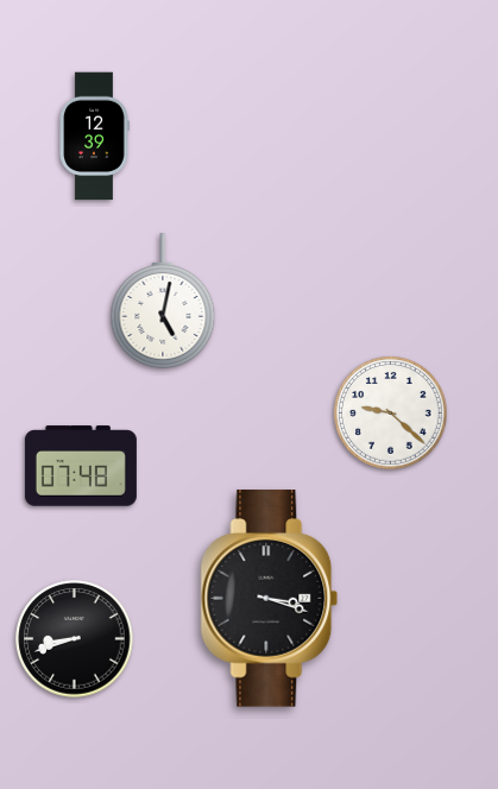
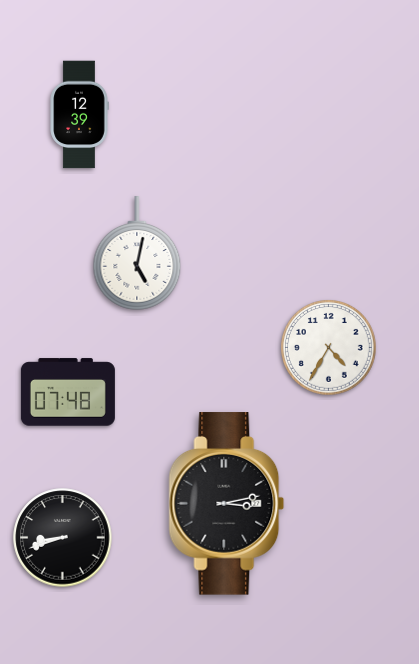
clock at (391, 414): 9:22 -> 4:35
clock at (270, 599): 3:18 -> 3:13
